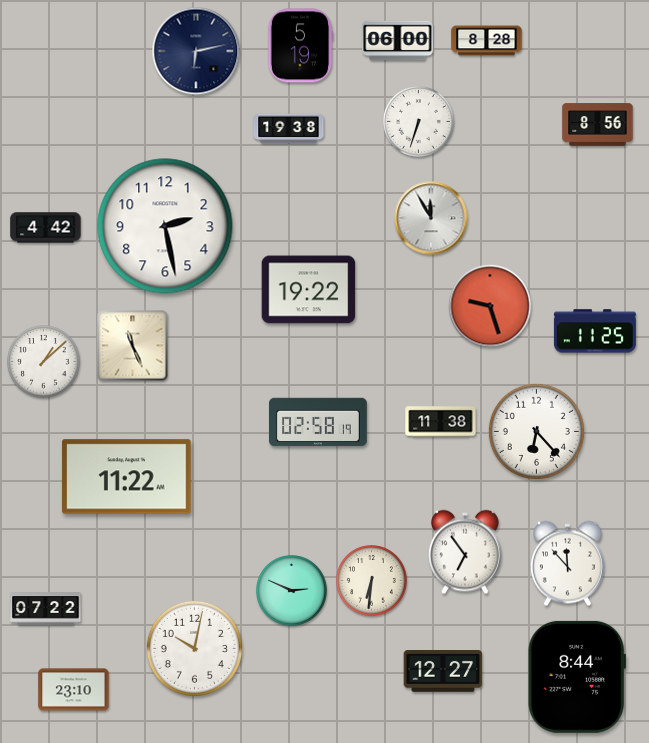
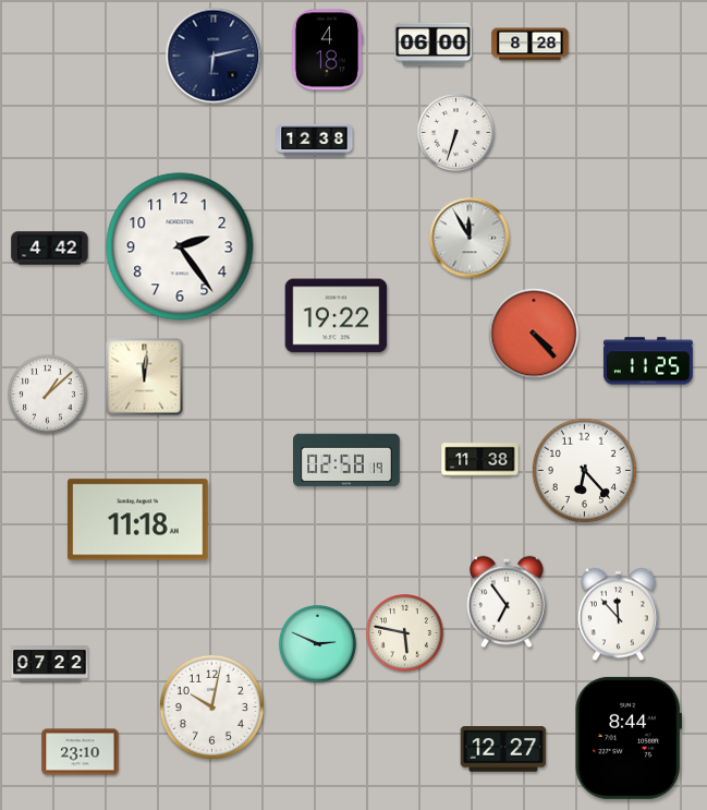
clock at (300, 46): 5:19 -> 4:18
clock at (598, 125): 8:56 -> none
clock at (289, 129): 19:38 -> 12:38
clock at (165, 226): 2:28 -> 2:24
clock at (490, 306): 9:27 -> 4:23
clock at (133, 346): 11:26 -> 12:01
clock at (127, 477): 11:22 -> 11:18
clock at (372, 581): 6:31 -> 5:47
clock at (443, 672) position: (443, 672) -> (503, 750)
